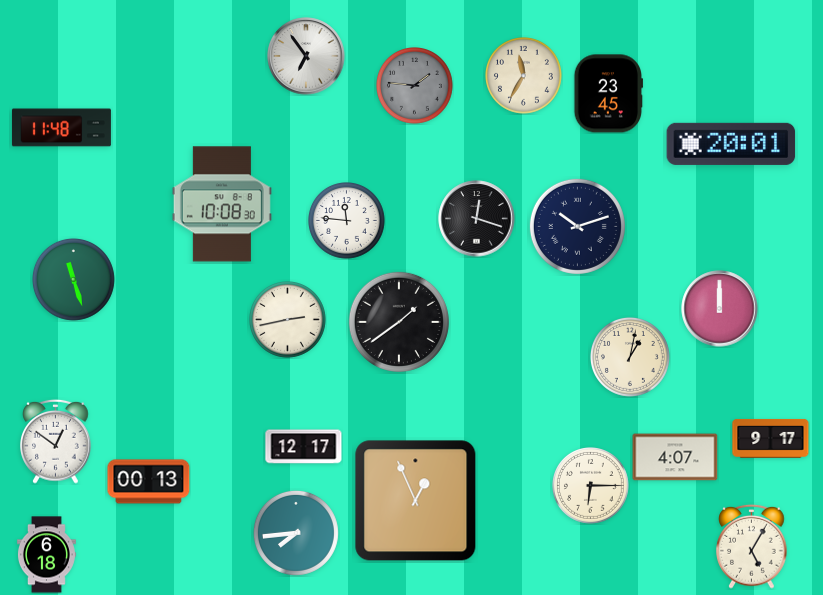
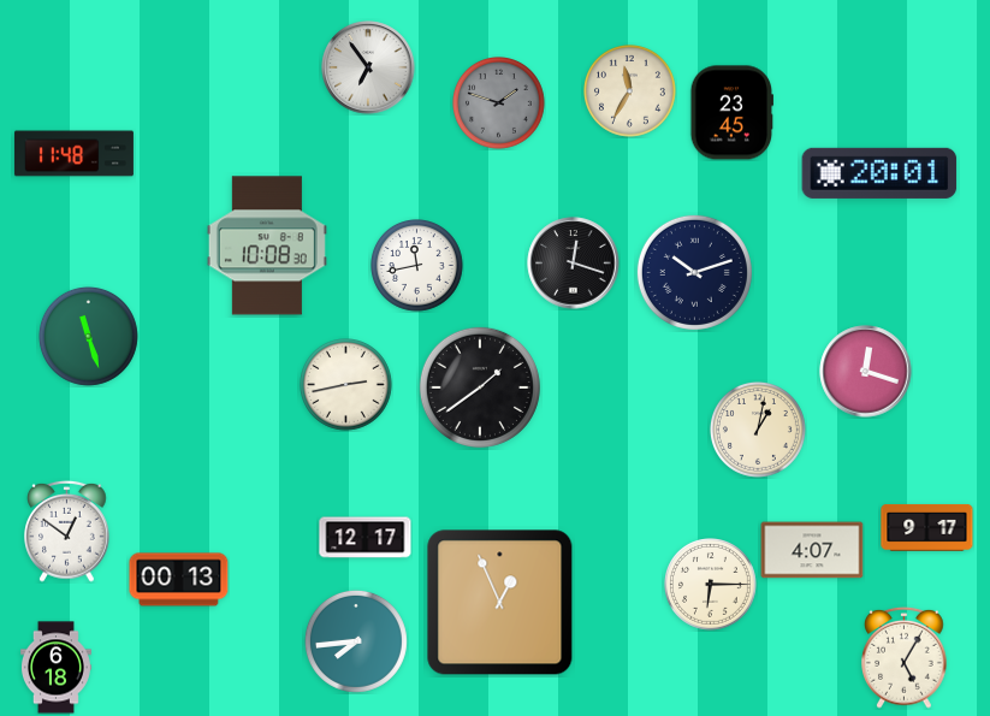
clock at (415, 86): 1:46 -> 1:48
clock at (347, 221): 11:46 -> 11:43
clock at (720, 309): 12:00 -> 12:18
